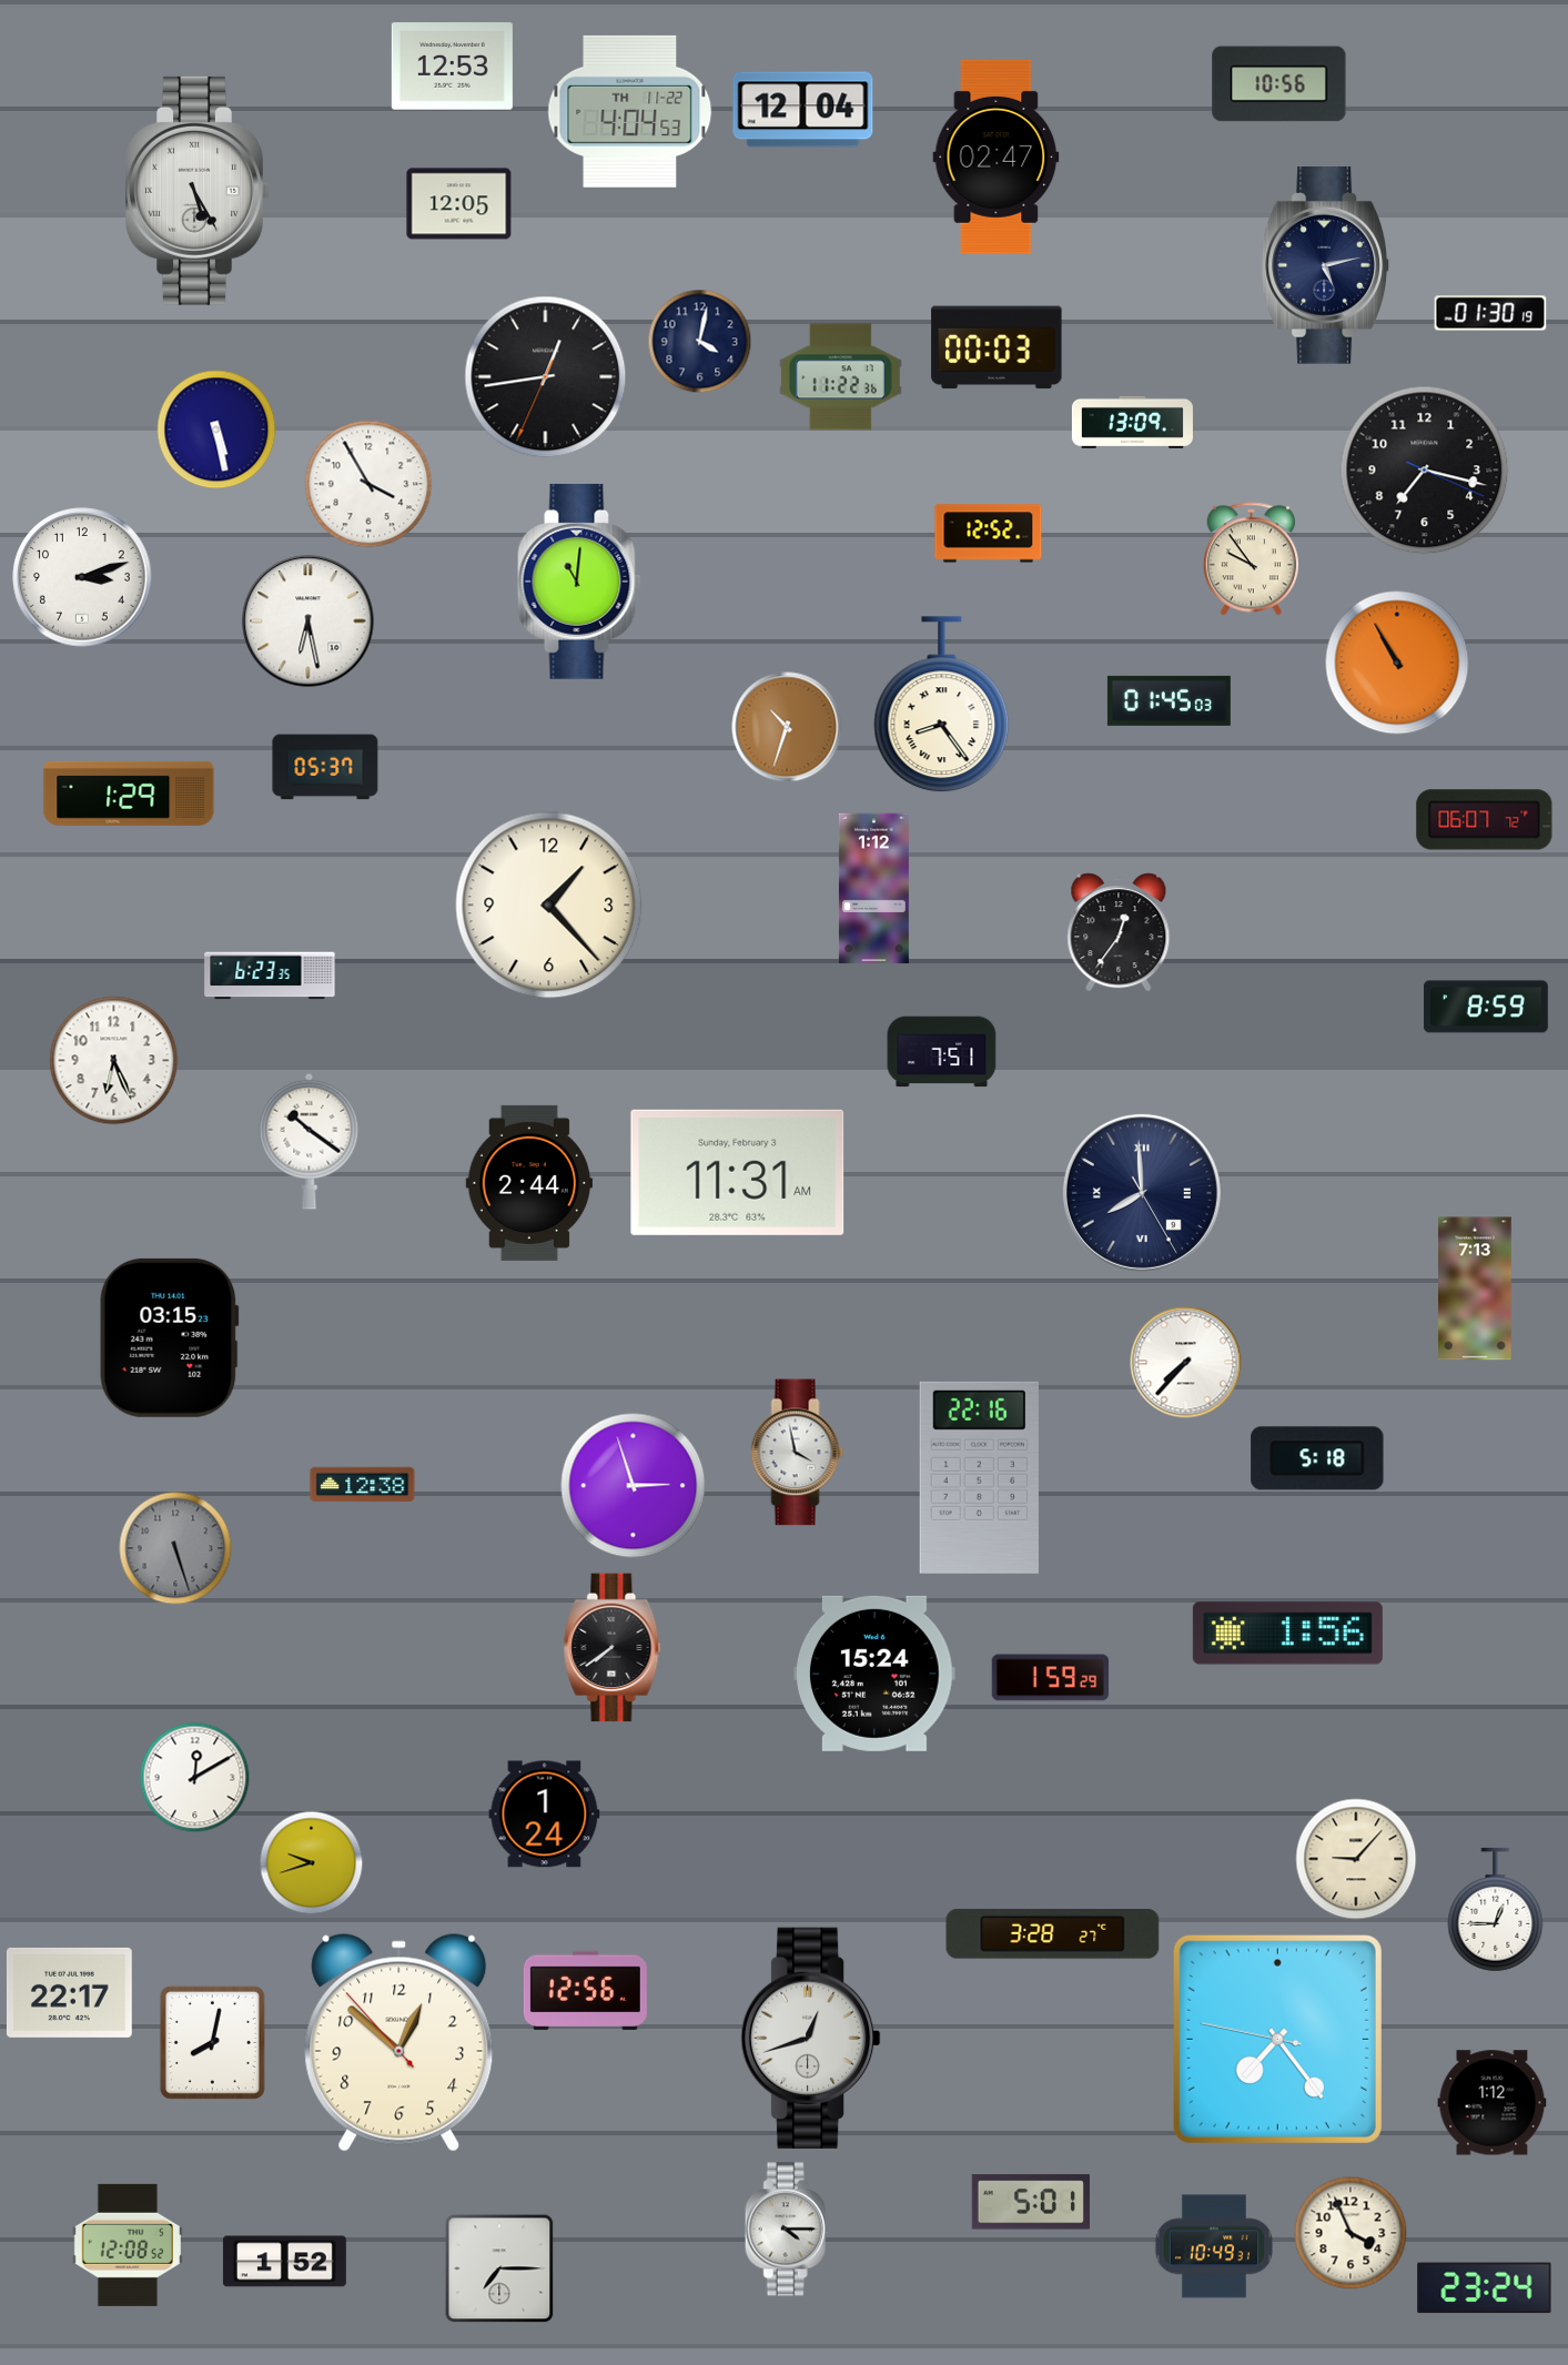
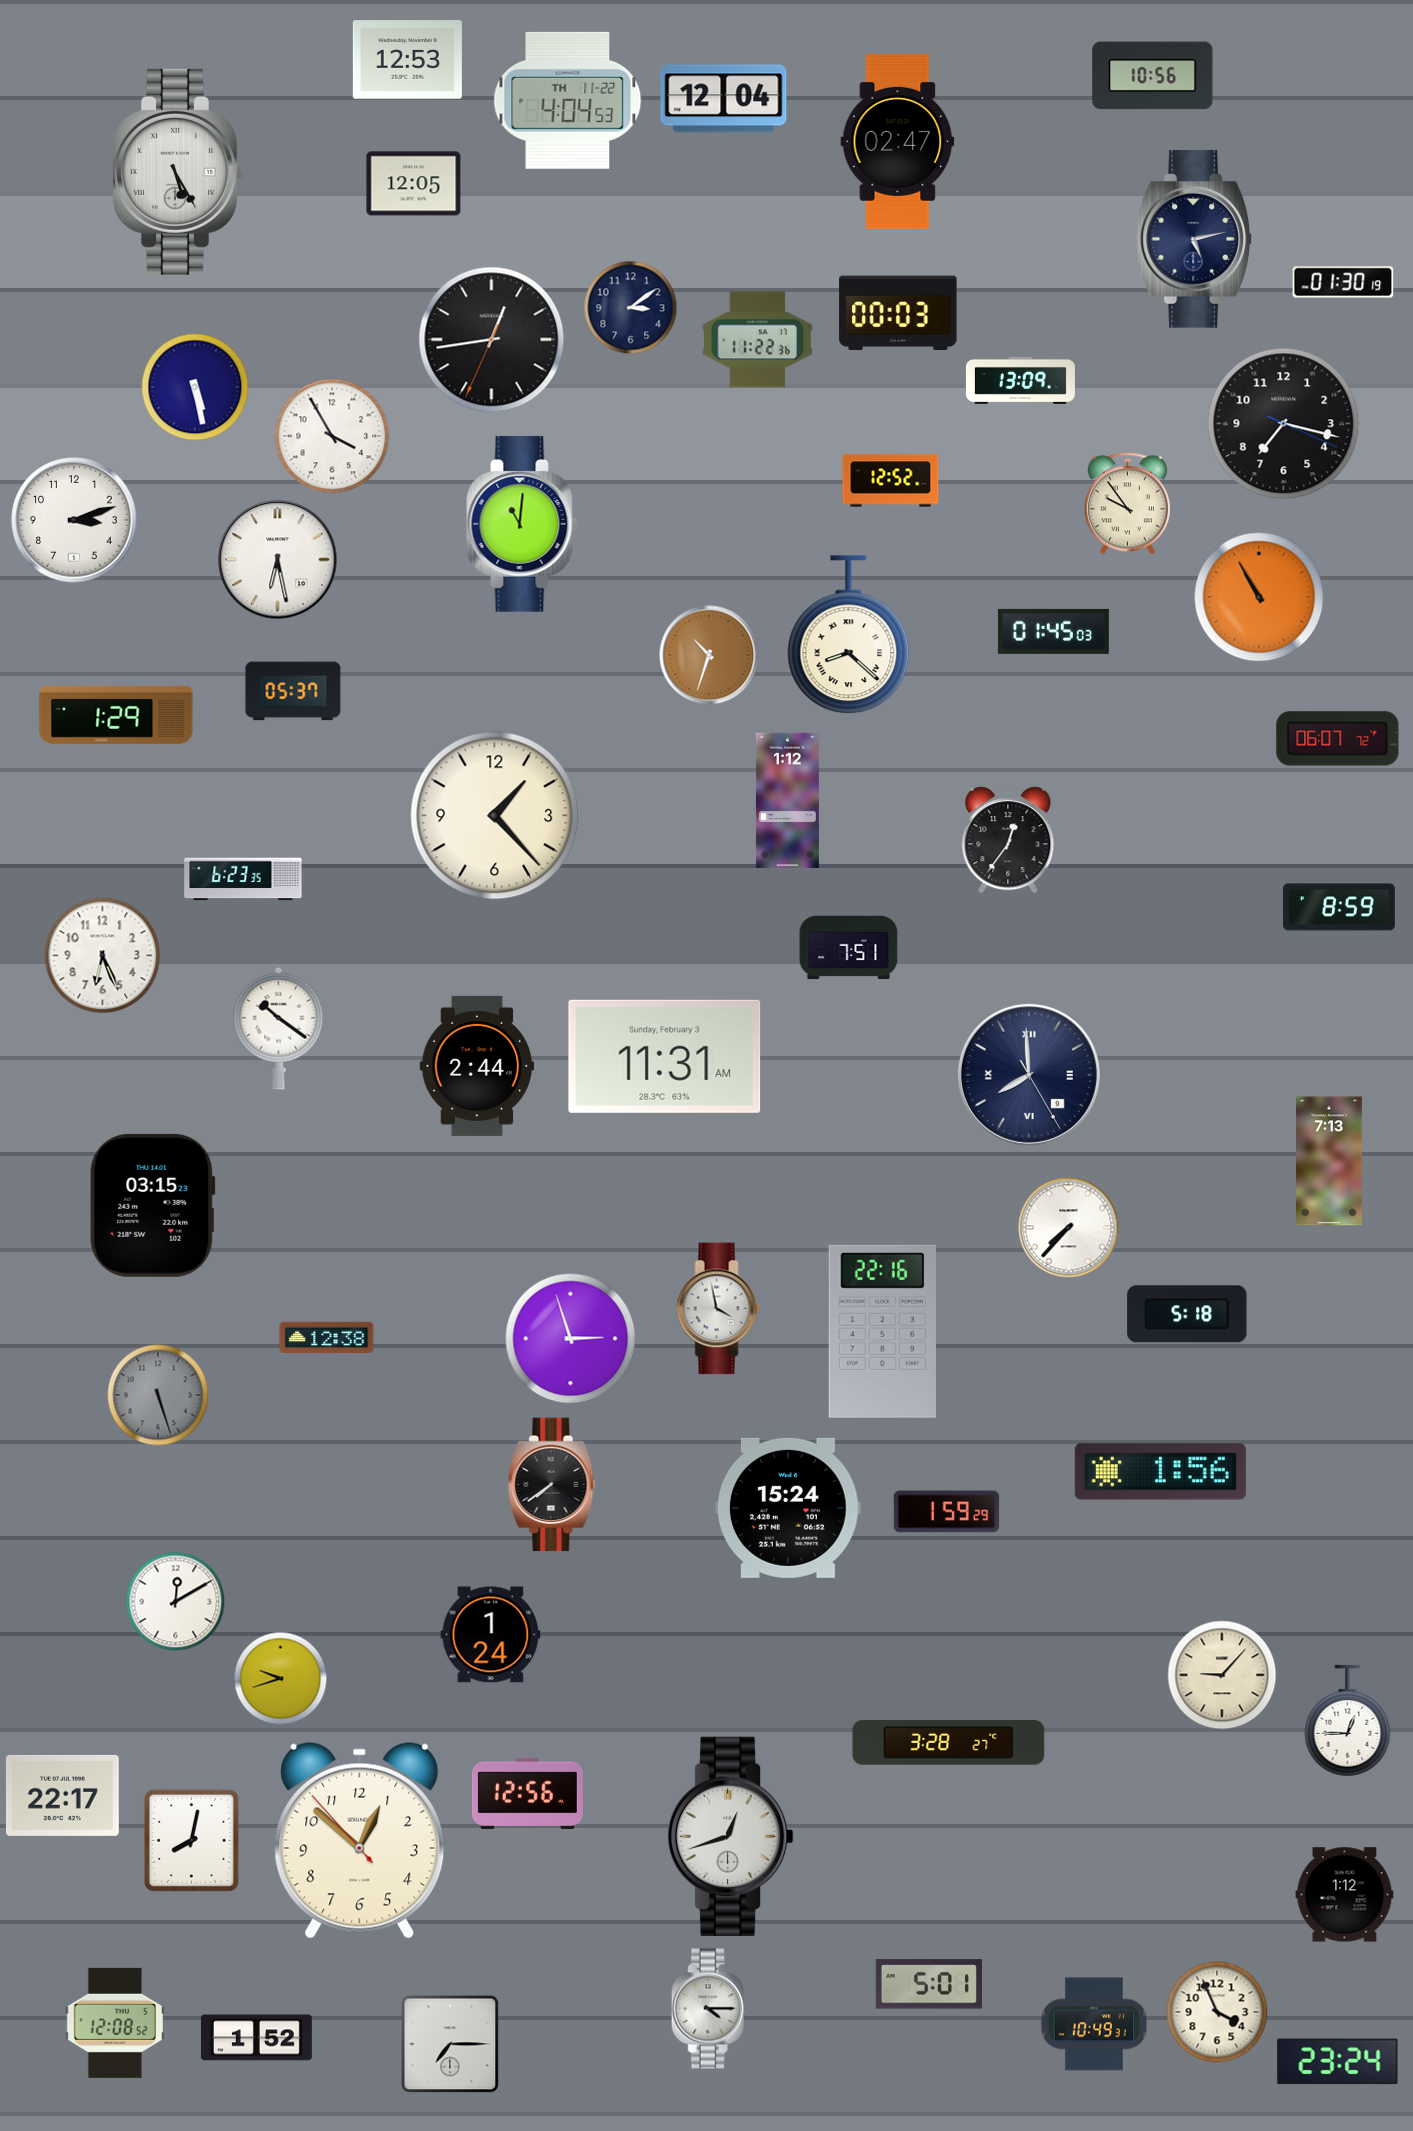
clock at (700, 342): 4:02 -> 3:09
clock at (942, 705): 8:24 -> 8:22
clock at (1277, 2039): 7:23 -> none
